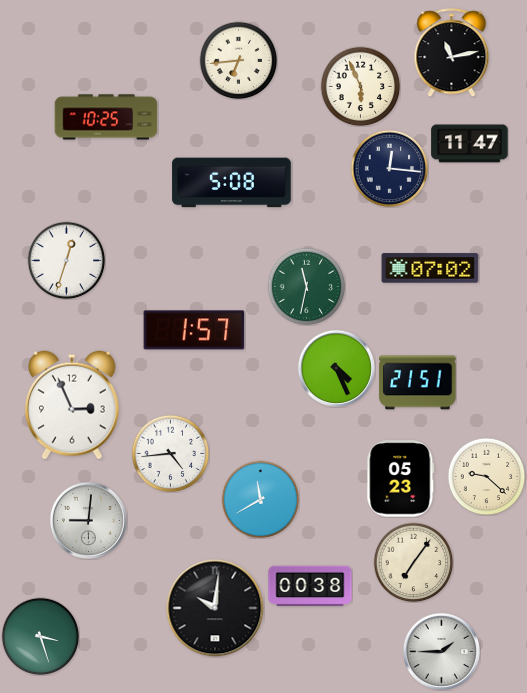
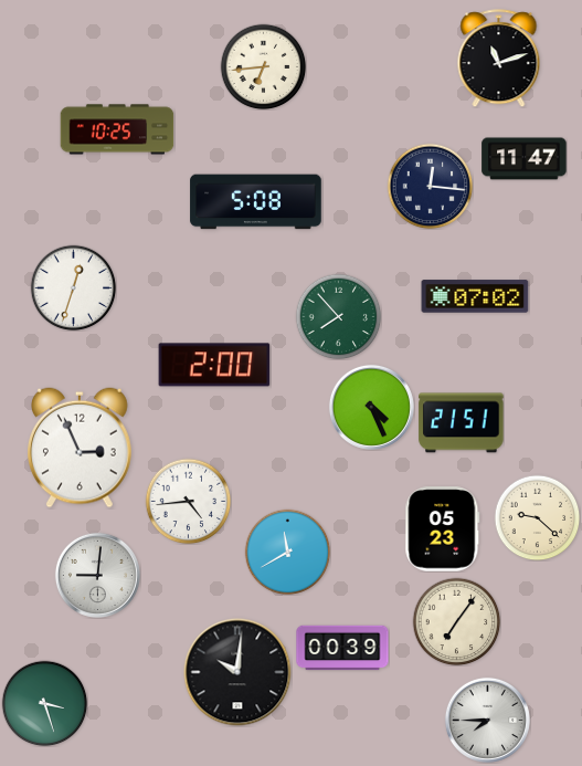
clock at (452, 53): 11:13 -> 11:12
clock at (360, 86): 5:56 -> none
clock at (470, 144) position: (470, 144) -> (525, 159)
clock at (306, 286): 11:32 -> 7:53
clock at (194, 330): 1:57 -> 2:00
clock at (486, 476) position: (486, 476) -> (537, 517)
clock at (310, 586): 00:38 -> 00:39
clock at (441, 651): 1:45 -> 7:45
